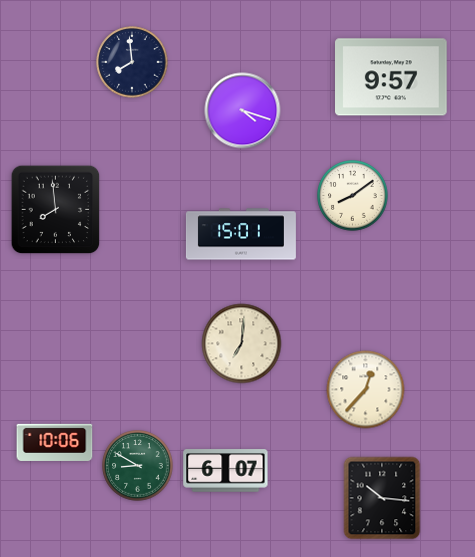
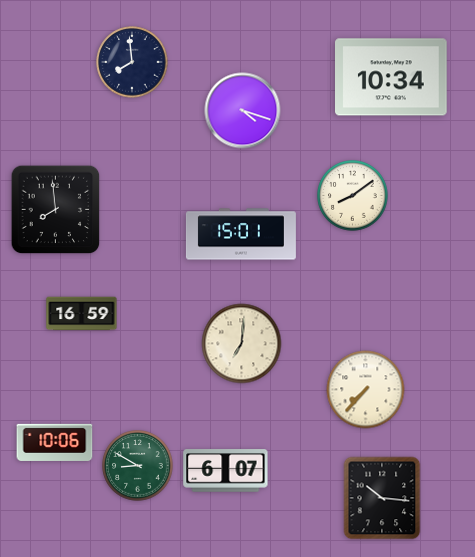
clock at (391, 77): 9:57 -> 10:34
clock at (82, 314): none -> 16:59
clock at (366, 390): 12:37 -> 7:37
